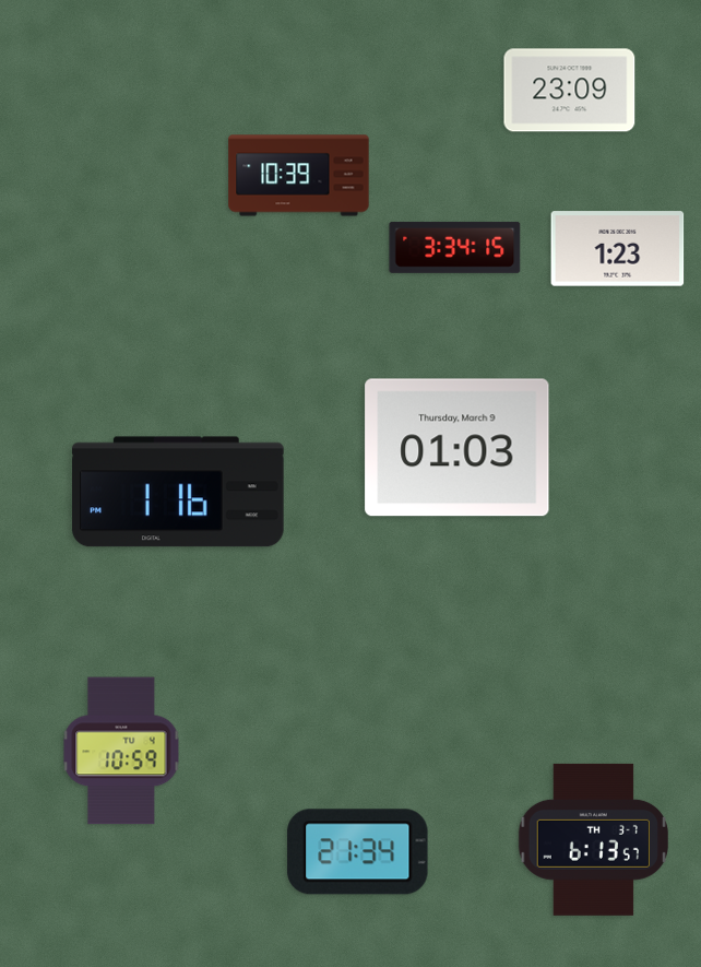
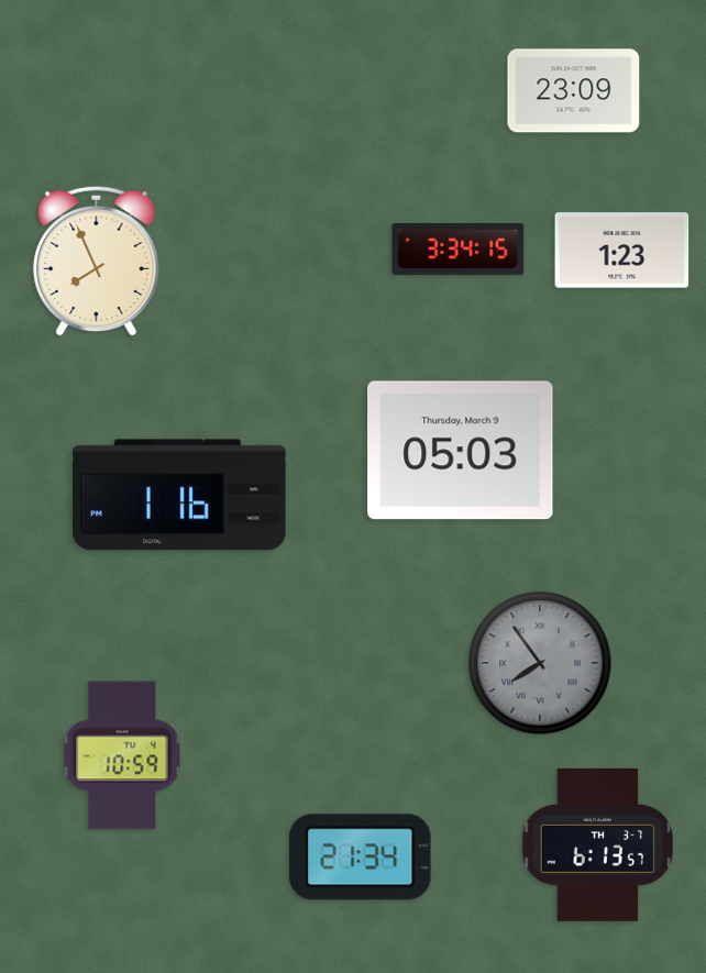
clock at (299, 176): 10:39 -> none
clock at (97, 261): none -> 7:56
clock at (458, 448): 01:03 -> 05:03
clock at (540, 663): none -> 7:54
